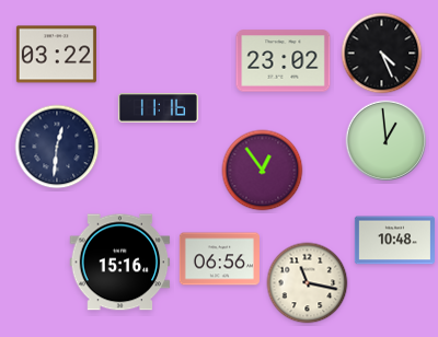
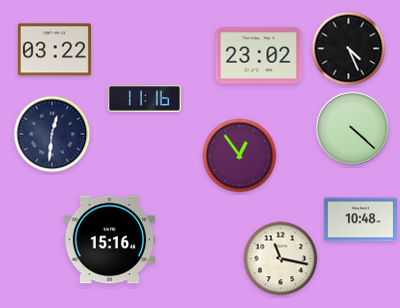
clock at (56, 55) position: (56, 55) -> (54, 50)
clock at (387, 141): 12:59 -> 4:22
clock at (219, 259): 06:56 -> none
